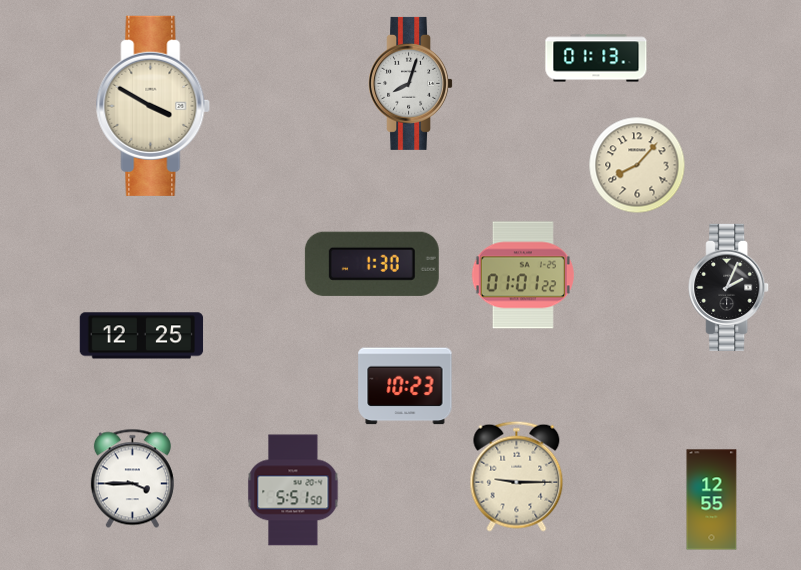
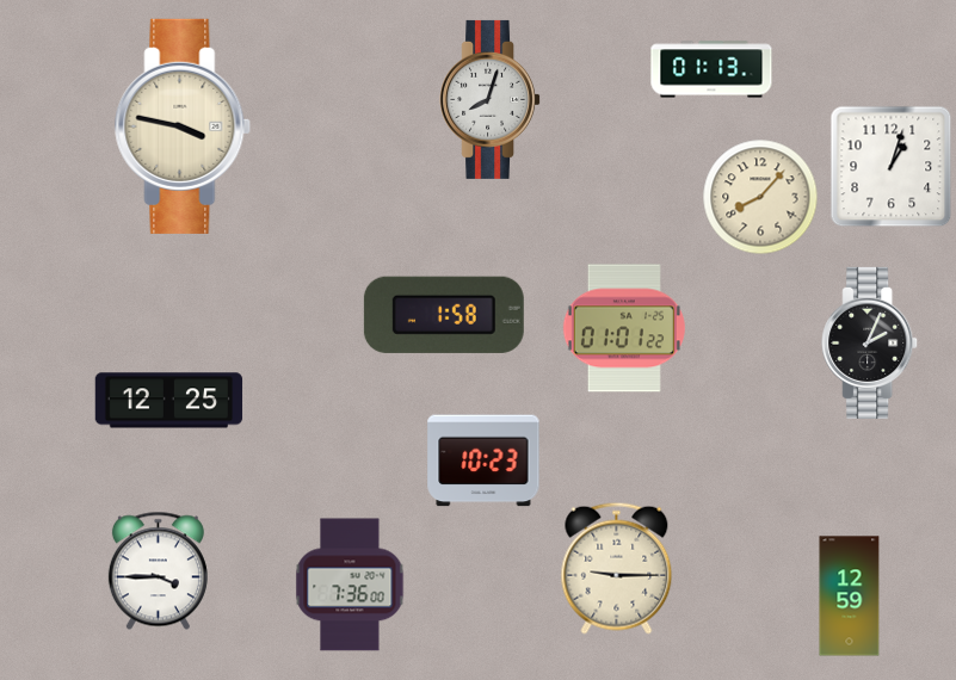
clock at (153, 106): 3:50 -> 3:47
clock at (890, 166): none -> 1:03
clock at (372, 264): 1:30 -> 1:58
clock at (293, 490): 5:51 -> 7:36
clock at (712, 500): 12:55 -> 12:59
